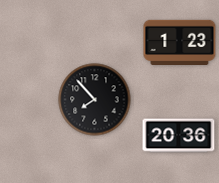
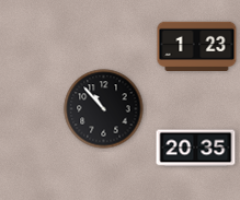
clock at (95, 100): 7:53 -> 10:53
clock at (179, 136): 20:36 -> 20:35
